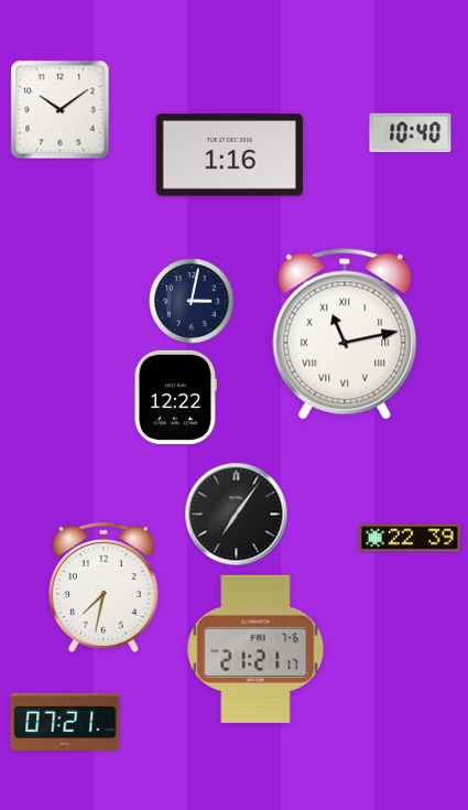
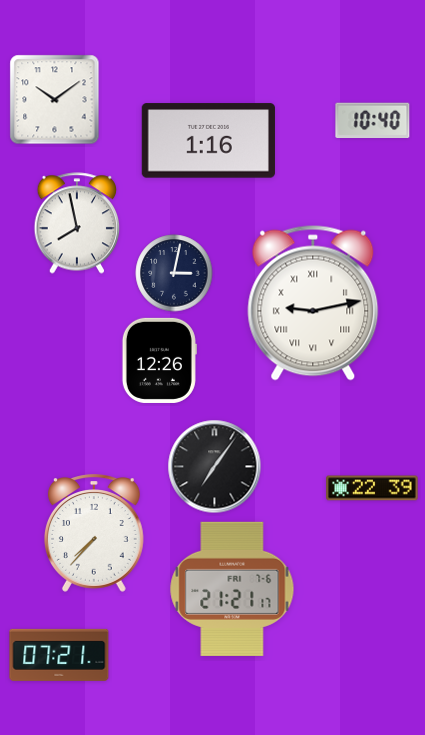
clock at (77, 223): none -> 7:58
clock at (345, 334): 11:13 -> 9:13
clock at (175, 397): 12:22 -> 12:26
clock at (104, 587): 7:32 -> 7:37
